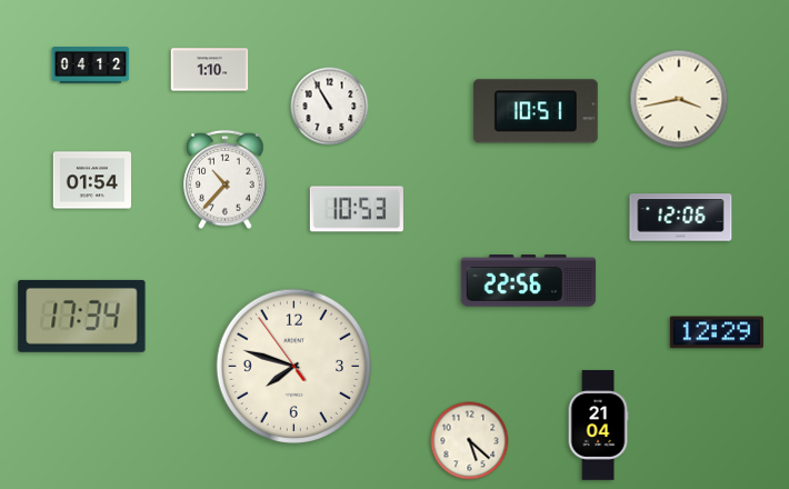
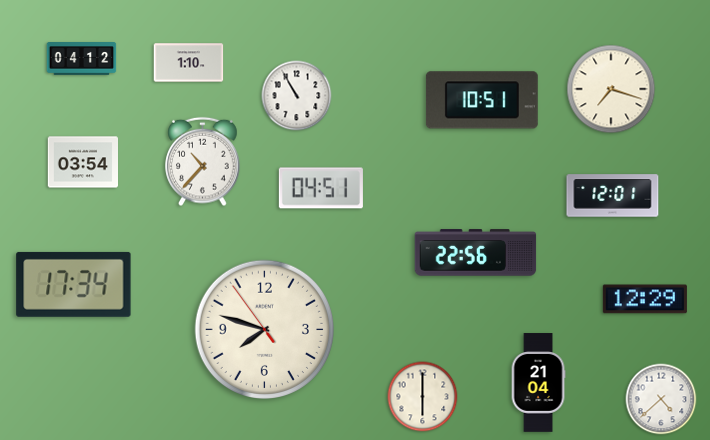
clock at (679, 99): 3:43 -> 7:18
clock at (92, 180): 01:54 -> 03:54
clock at (357, 209): 10:53 -> 04:51
clock at (681, 218): 12:06 -> 12:01
clock at (470, 441): 5:22 -> 6:00
clock at (661, 399): none -> 4:38
